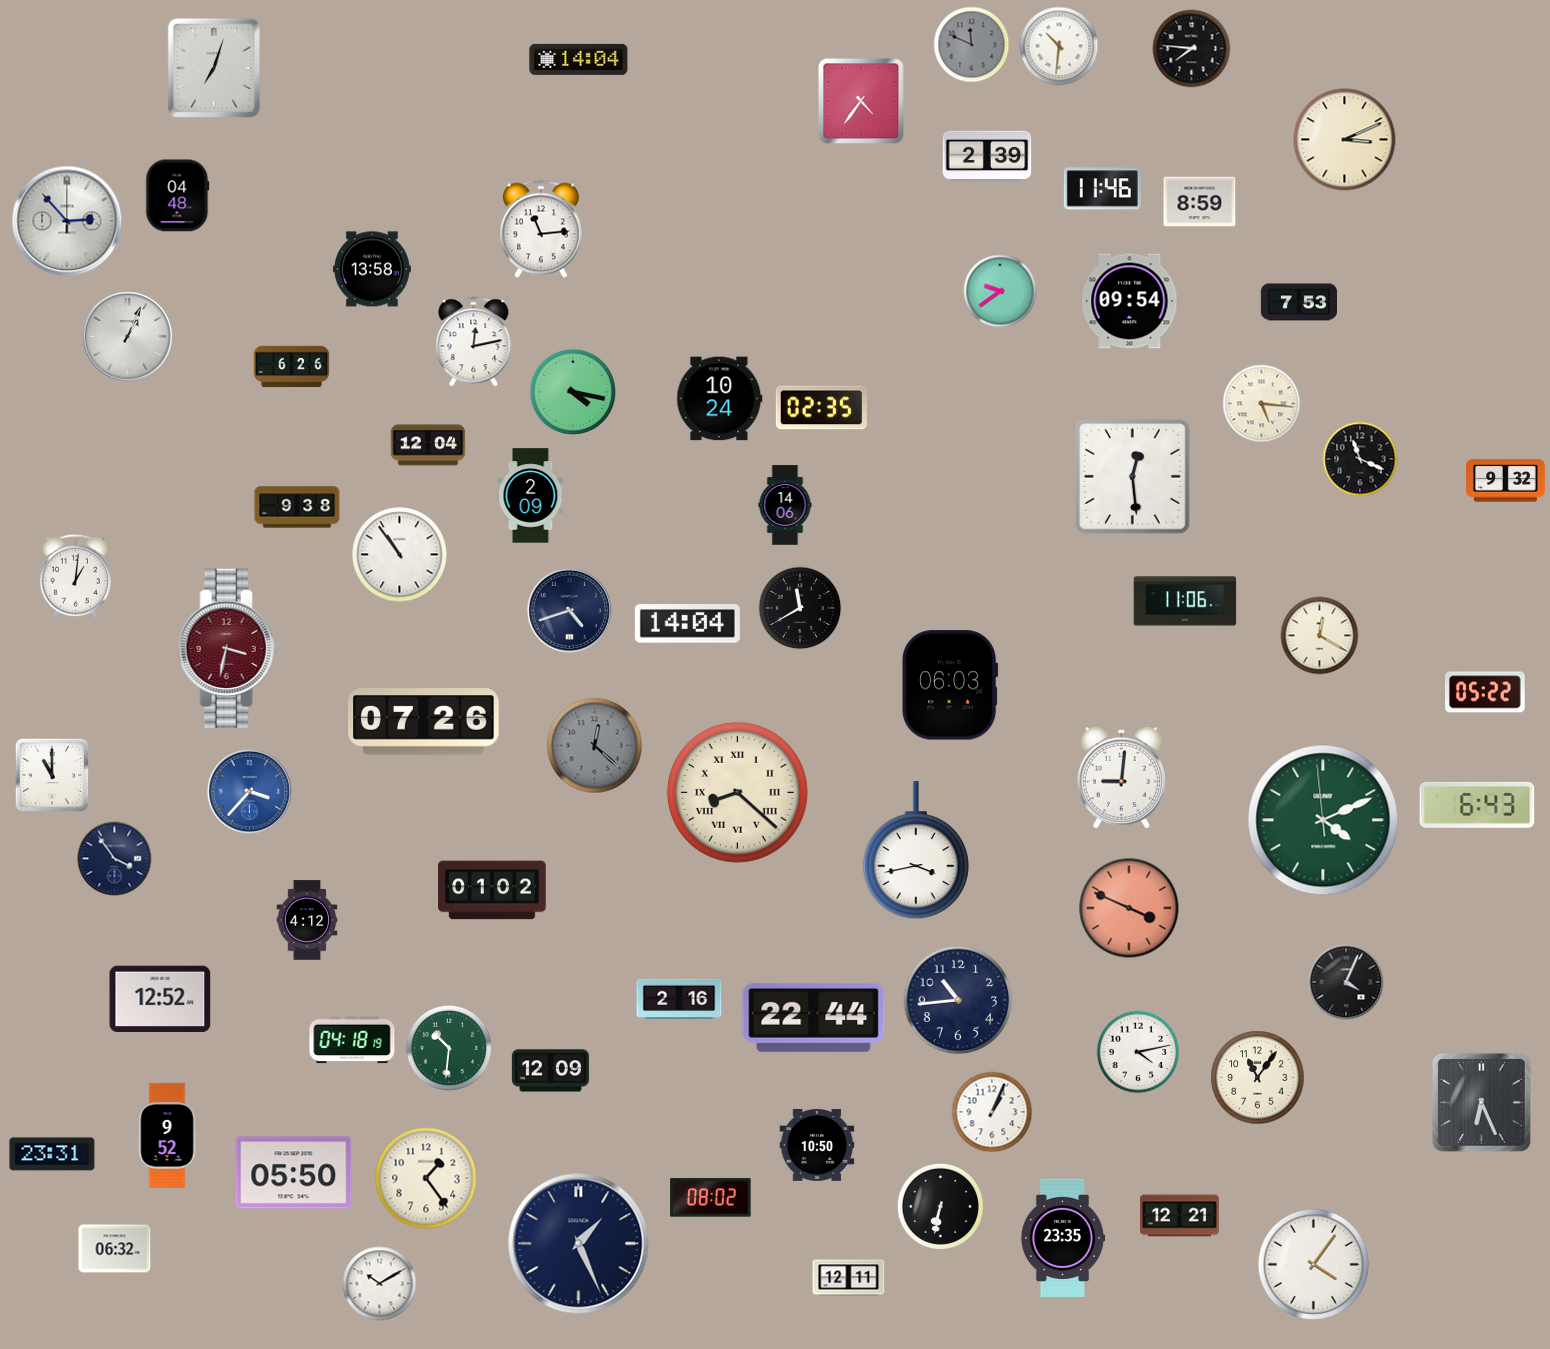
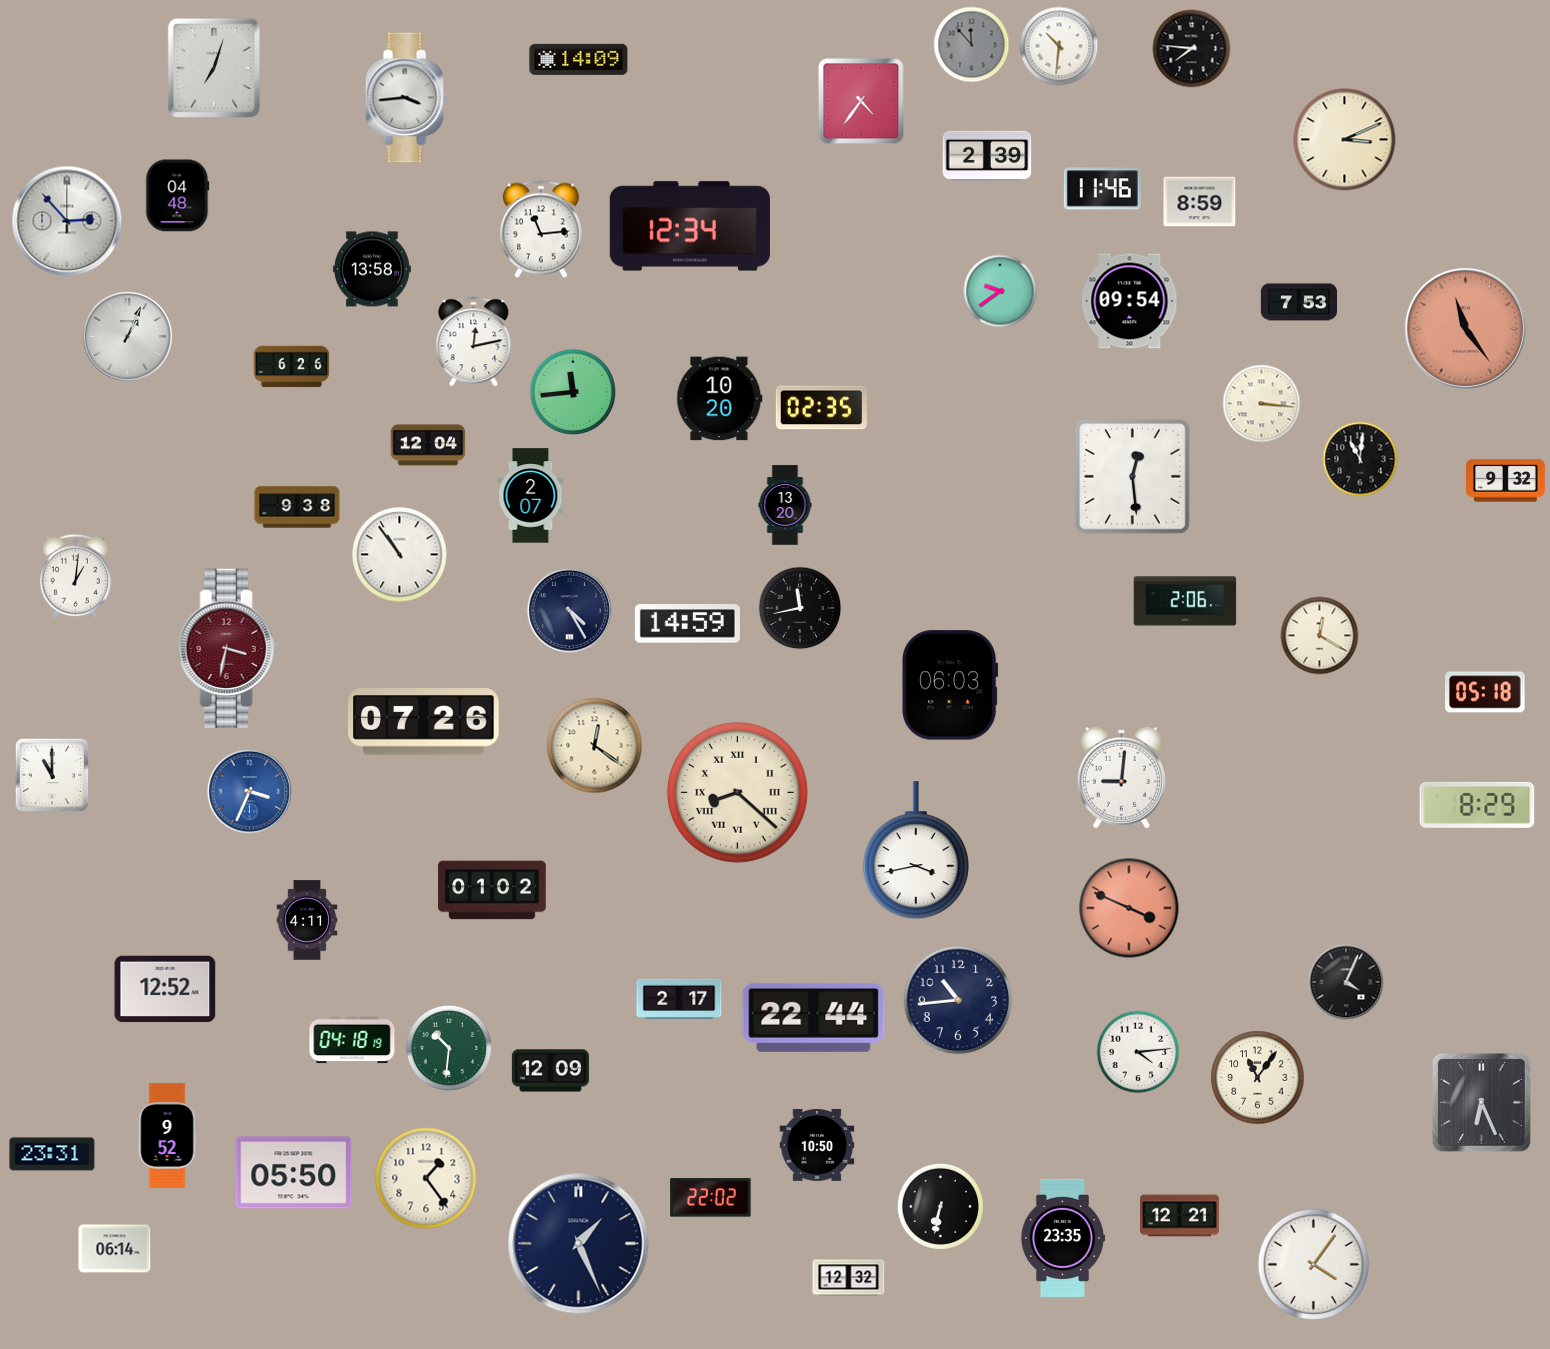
clock at (972, 45): 11:49 -> 11:53
clock at (579, 59): 14:04 -> 14:09
clock at (406, 98): none -> 3:44
clock at (690, 226): none -> 12:34
clock at (1465, 328): none -> 11:24
clock at (572, 391): 4:17 -> 11:44
clock at (720, 399): 10:24 -> 10:20
clock at (1262, 404): 5:16 -> 3:16
clock at (1360, 459): 11:19 -> 11:01
clock at (531, 496): 2:09 -> 2:07
clock at (785, 505): 14:06 -> 13:20
clock at (1185, 601): 11:06 -> 2:06
clock at (800, 608): 11:40 -> 11:43
clock at (569, 610): 4:42 -> 4:25
clock at (687, 624): 14:04 -> 14:59
clock at (1485, 692): 05:22 -> 05:18
clock at (595, 746): 12:22 -> 12:21
clock at (595, 746) dial: grey -> cream
clock at (249, 791): 3:37 -> 3:34
clock at (1477, 805): 6:43 -> 8:29
clock at (1323, 820): 4:10 -> none
clock at (115, 859): 3:54 -> none
clock at (307, 920): 4:12 -> 4:11
clock at (160, 999) position: (160, 999) -> (165, 989)
clock at (679, 999): 2:16 -> 2:17
clock at (1138, 1052): 4:13 -> 4:14
clock at (992, 1112): 1:04 -> none
clock at (711, 1198): 08:02 -> 22:02
clock at (115, 1249): 06:32 -> 06:14
clock at (849, 1278): 12:11 -> 12:32
clock at (380, 1284): 10:10 -> none
